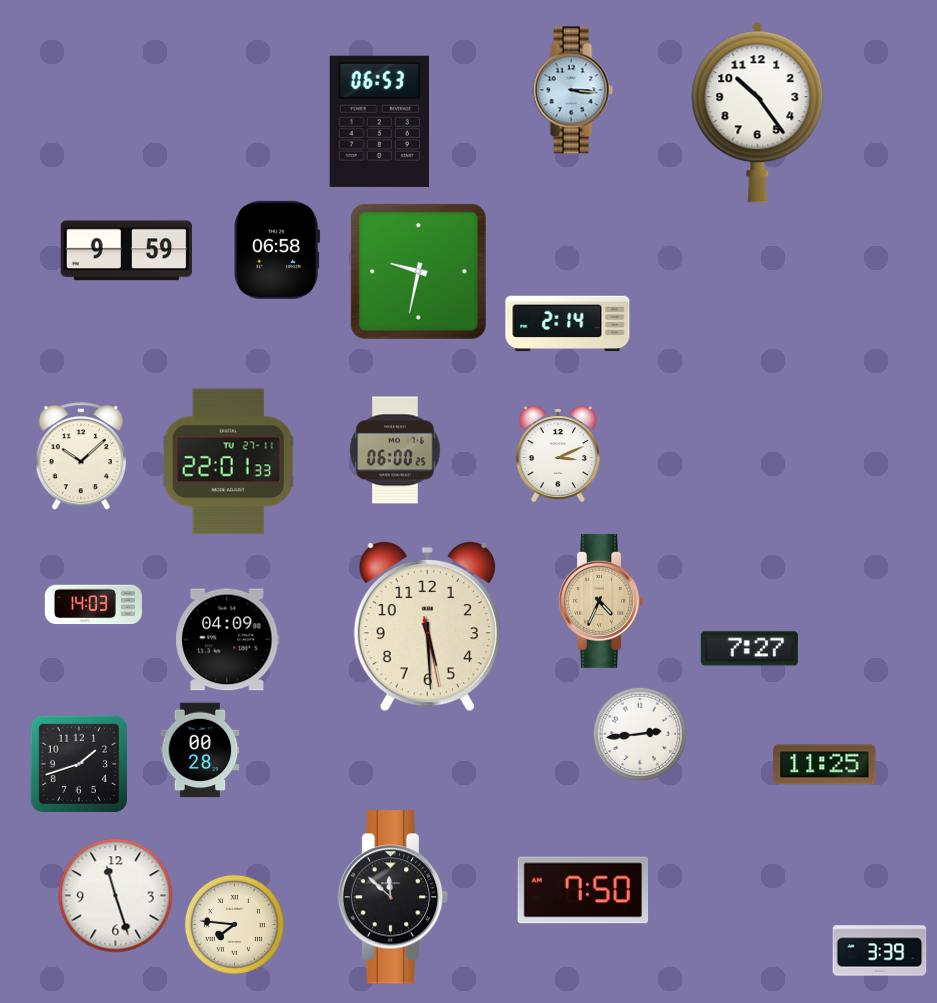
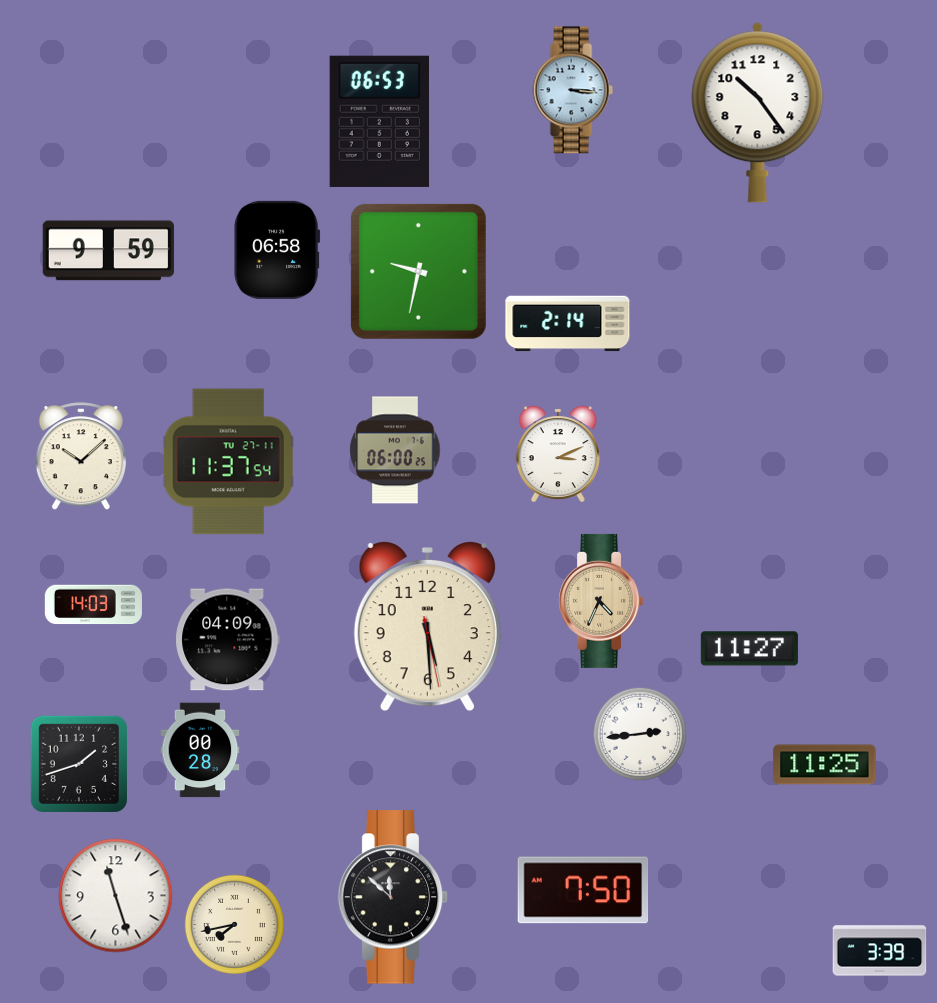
clock at (126, 251) position: (126, 251) -> (108, 251)
clock at (229, 462): 22:01 -> 11:37
clock at (749, 649): 7:27 -> 11:27
clock at (234, 924): 7:46 -> 7:43
